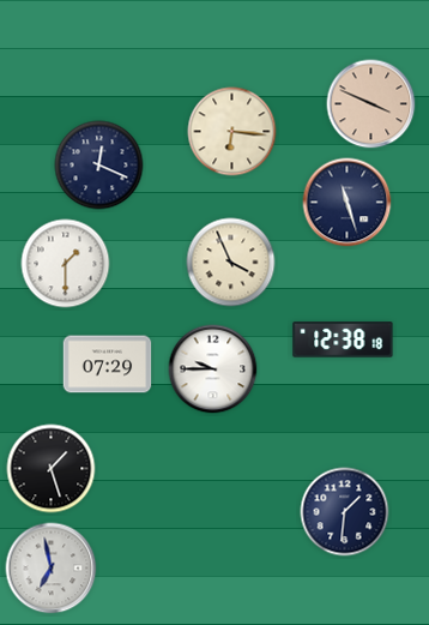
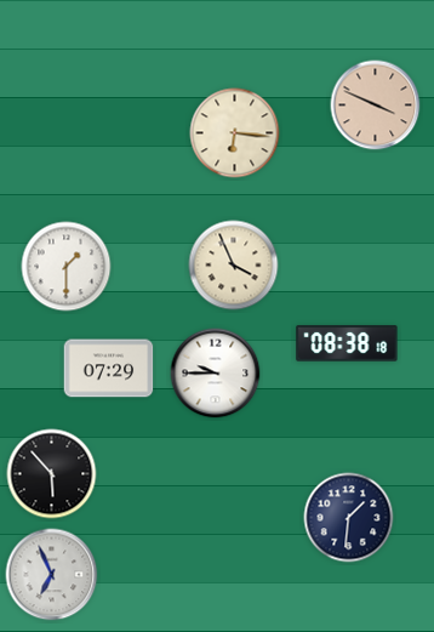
clock at (99, 166): 12:19 -> none
clock at (348, 203): 11:27 -> none
clock at (343, 339): 12:38 -> 08:38
clock at (52, 469): 1:27 -> 5:53
clock at (52, 569): 6:58 -> 6:56
